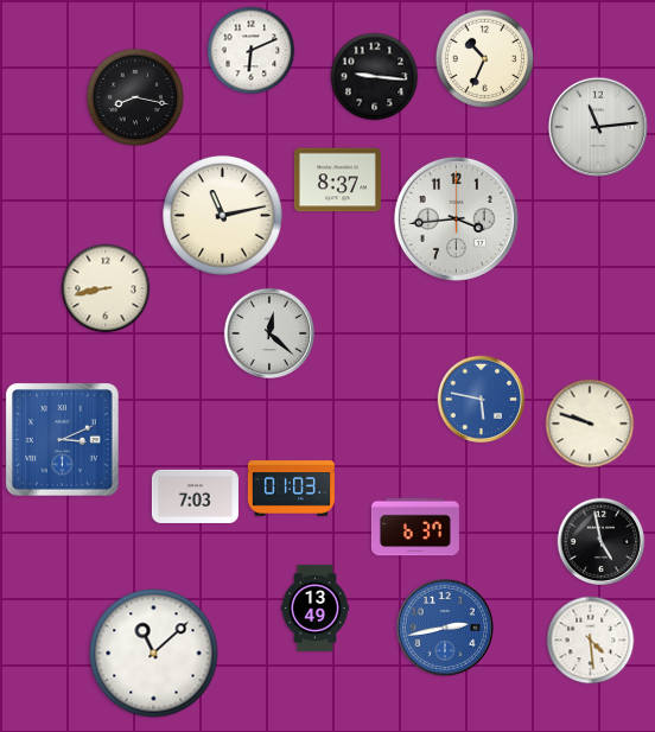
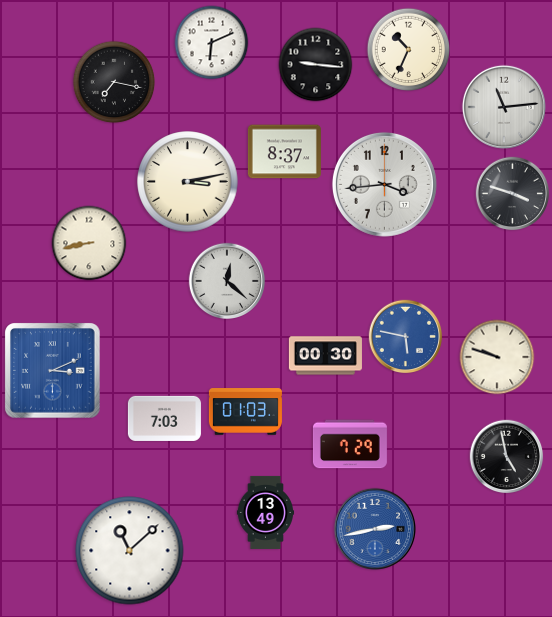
clock at (135, 97): 8:17 -> 7:17
clock at (223, 216): 11:13 -> 3:13
clock at (513, 194): none -> 3:48
clock at (325, 356): none -> 00:30
clock at (415, 527): 6:37 -> 7:29
clock at (591, 641): 4:29 -> none
